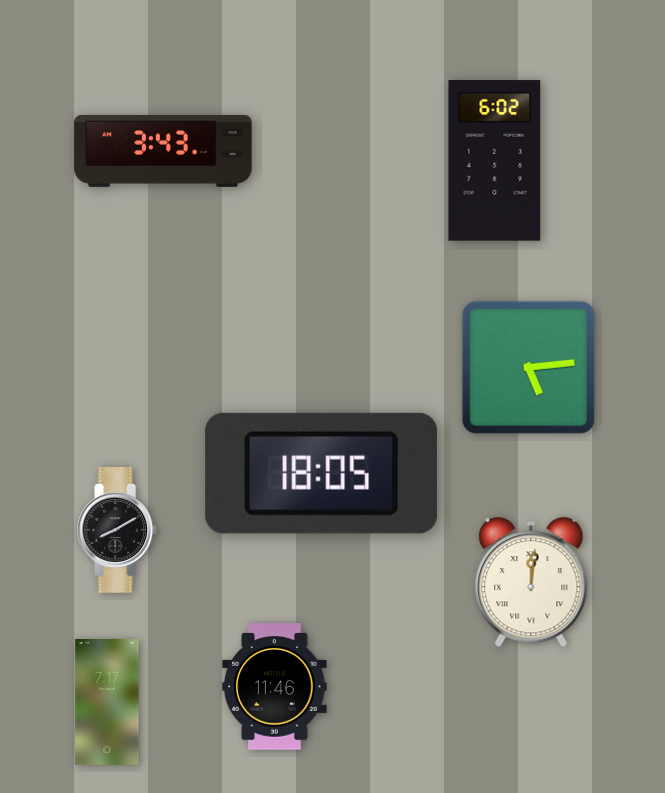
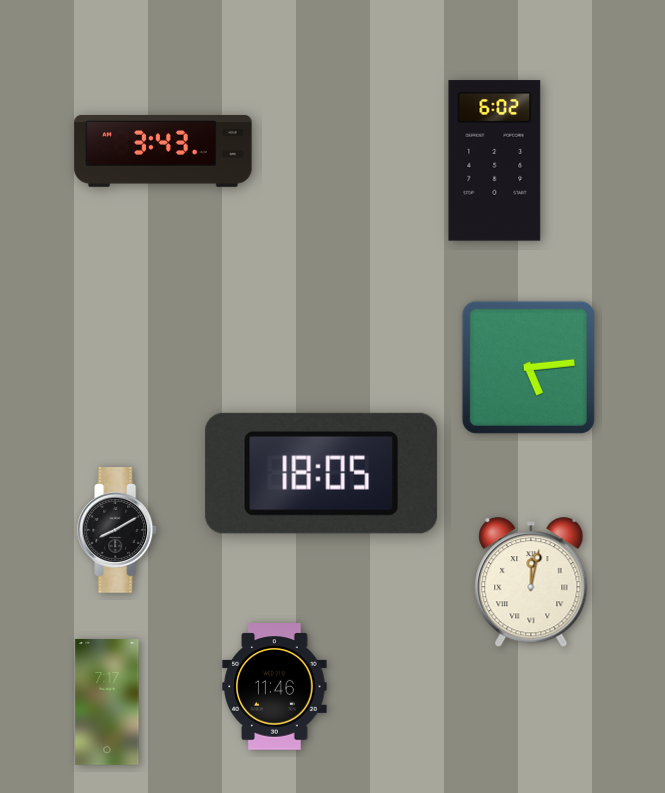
clock at (531, 583): 12:01 -> 12:02
